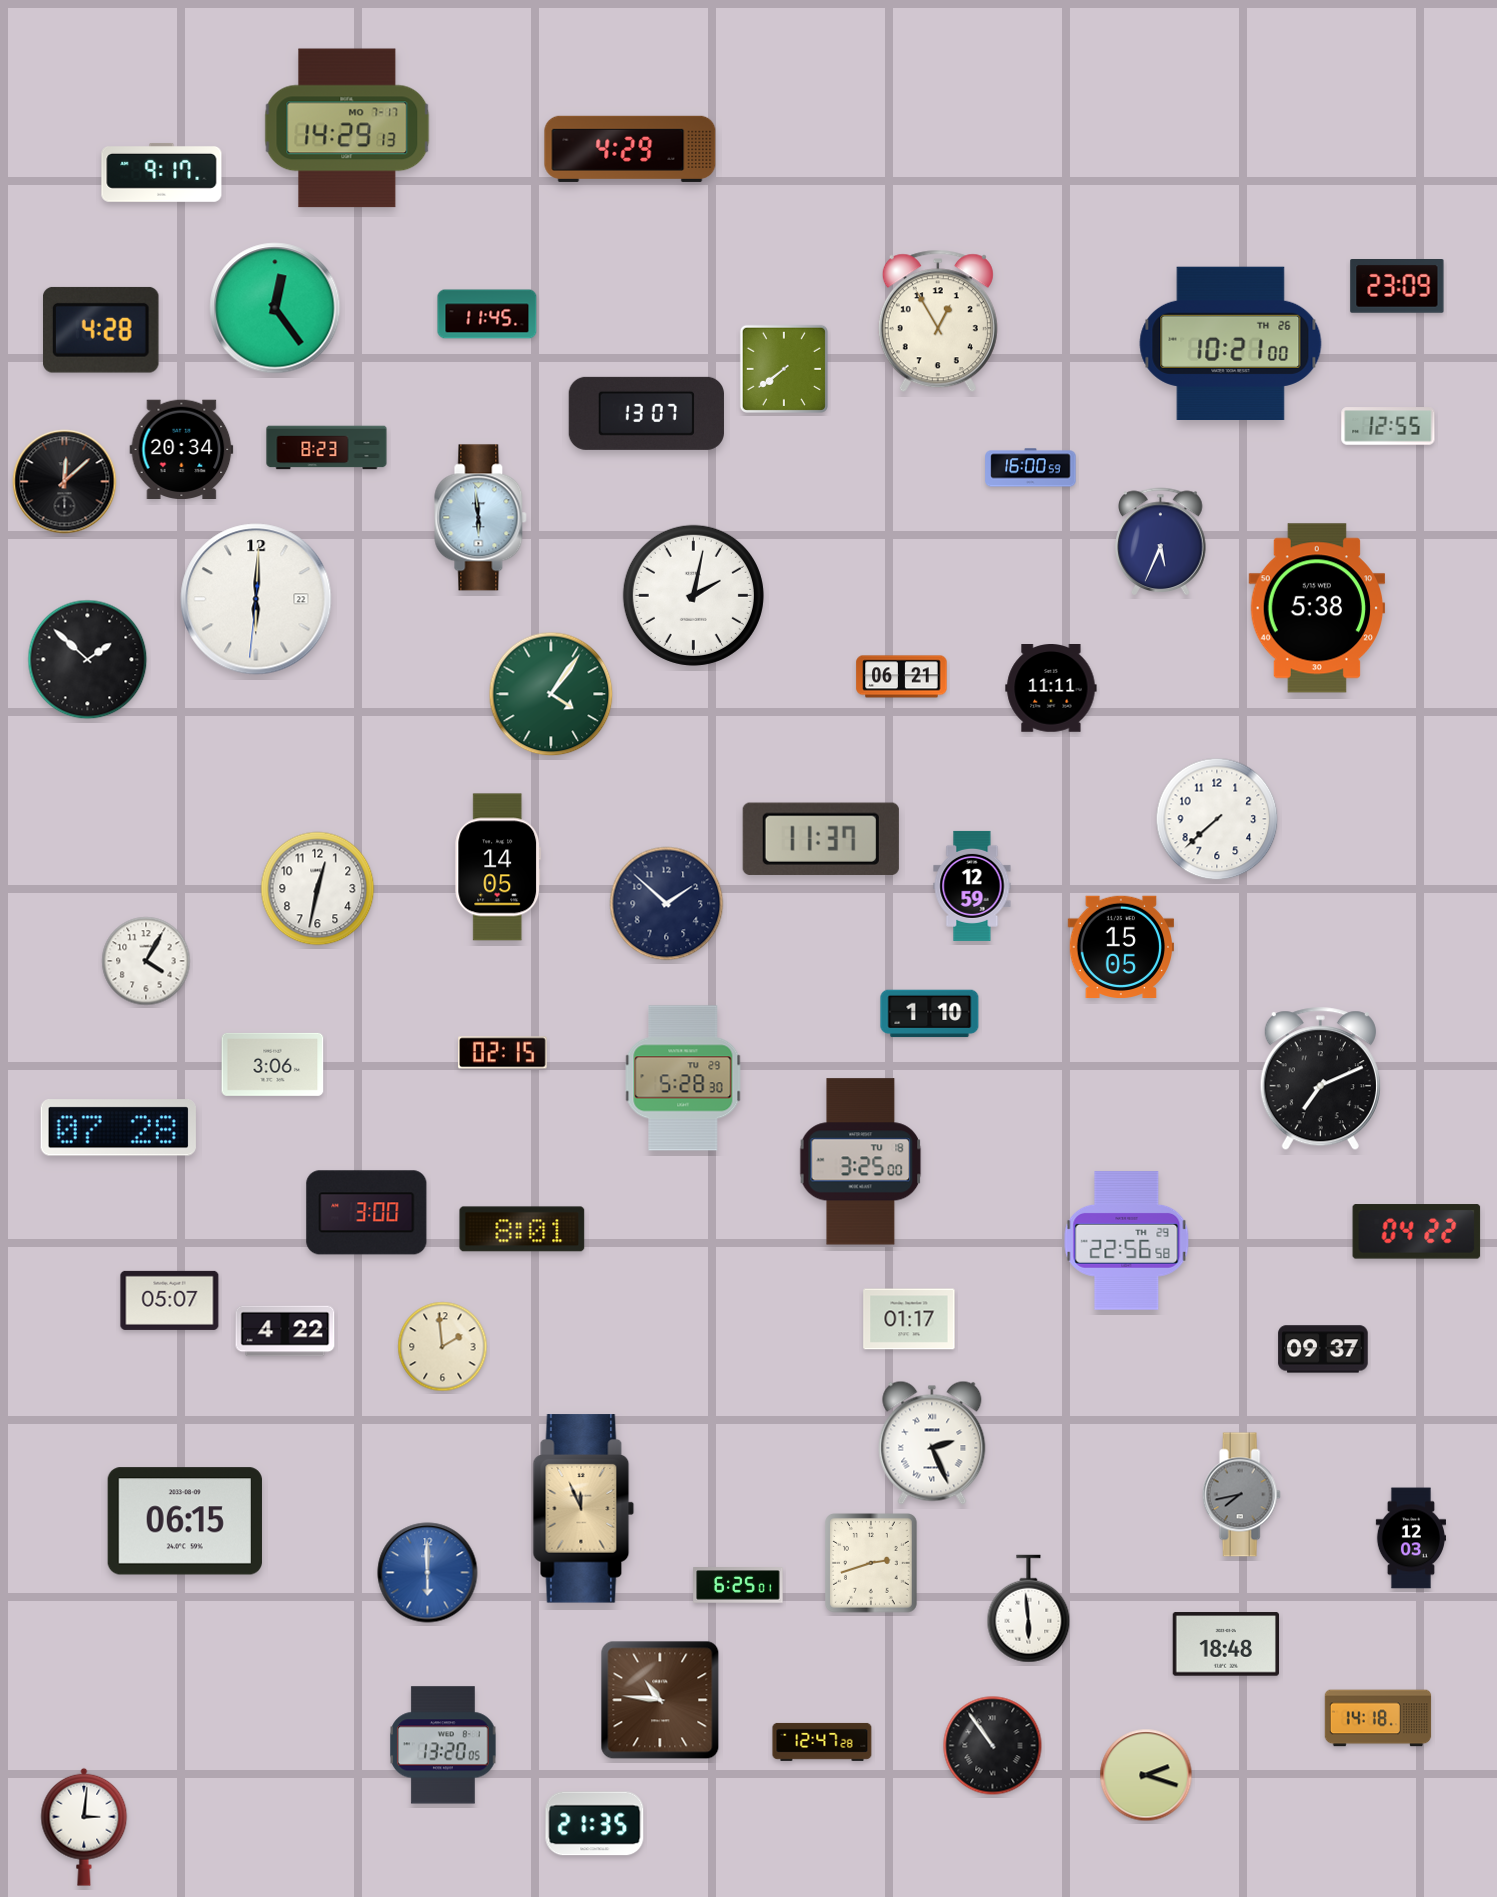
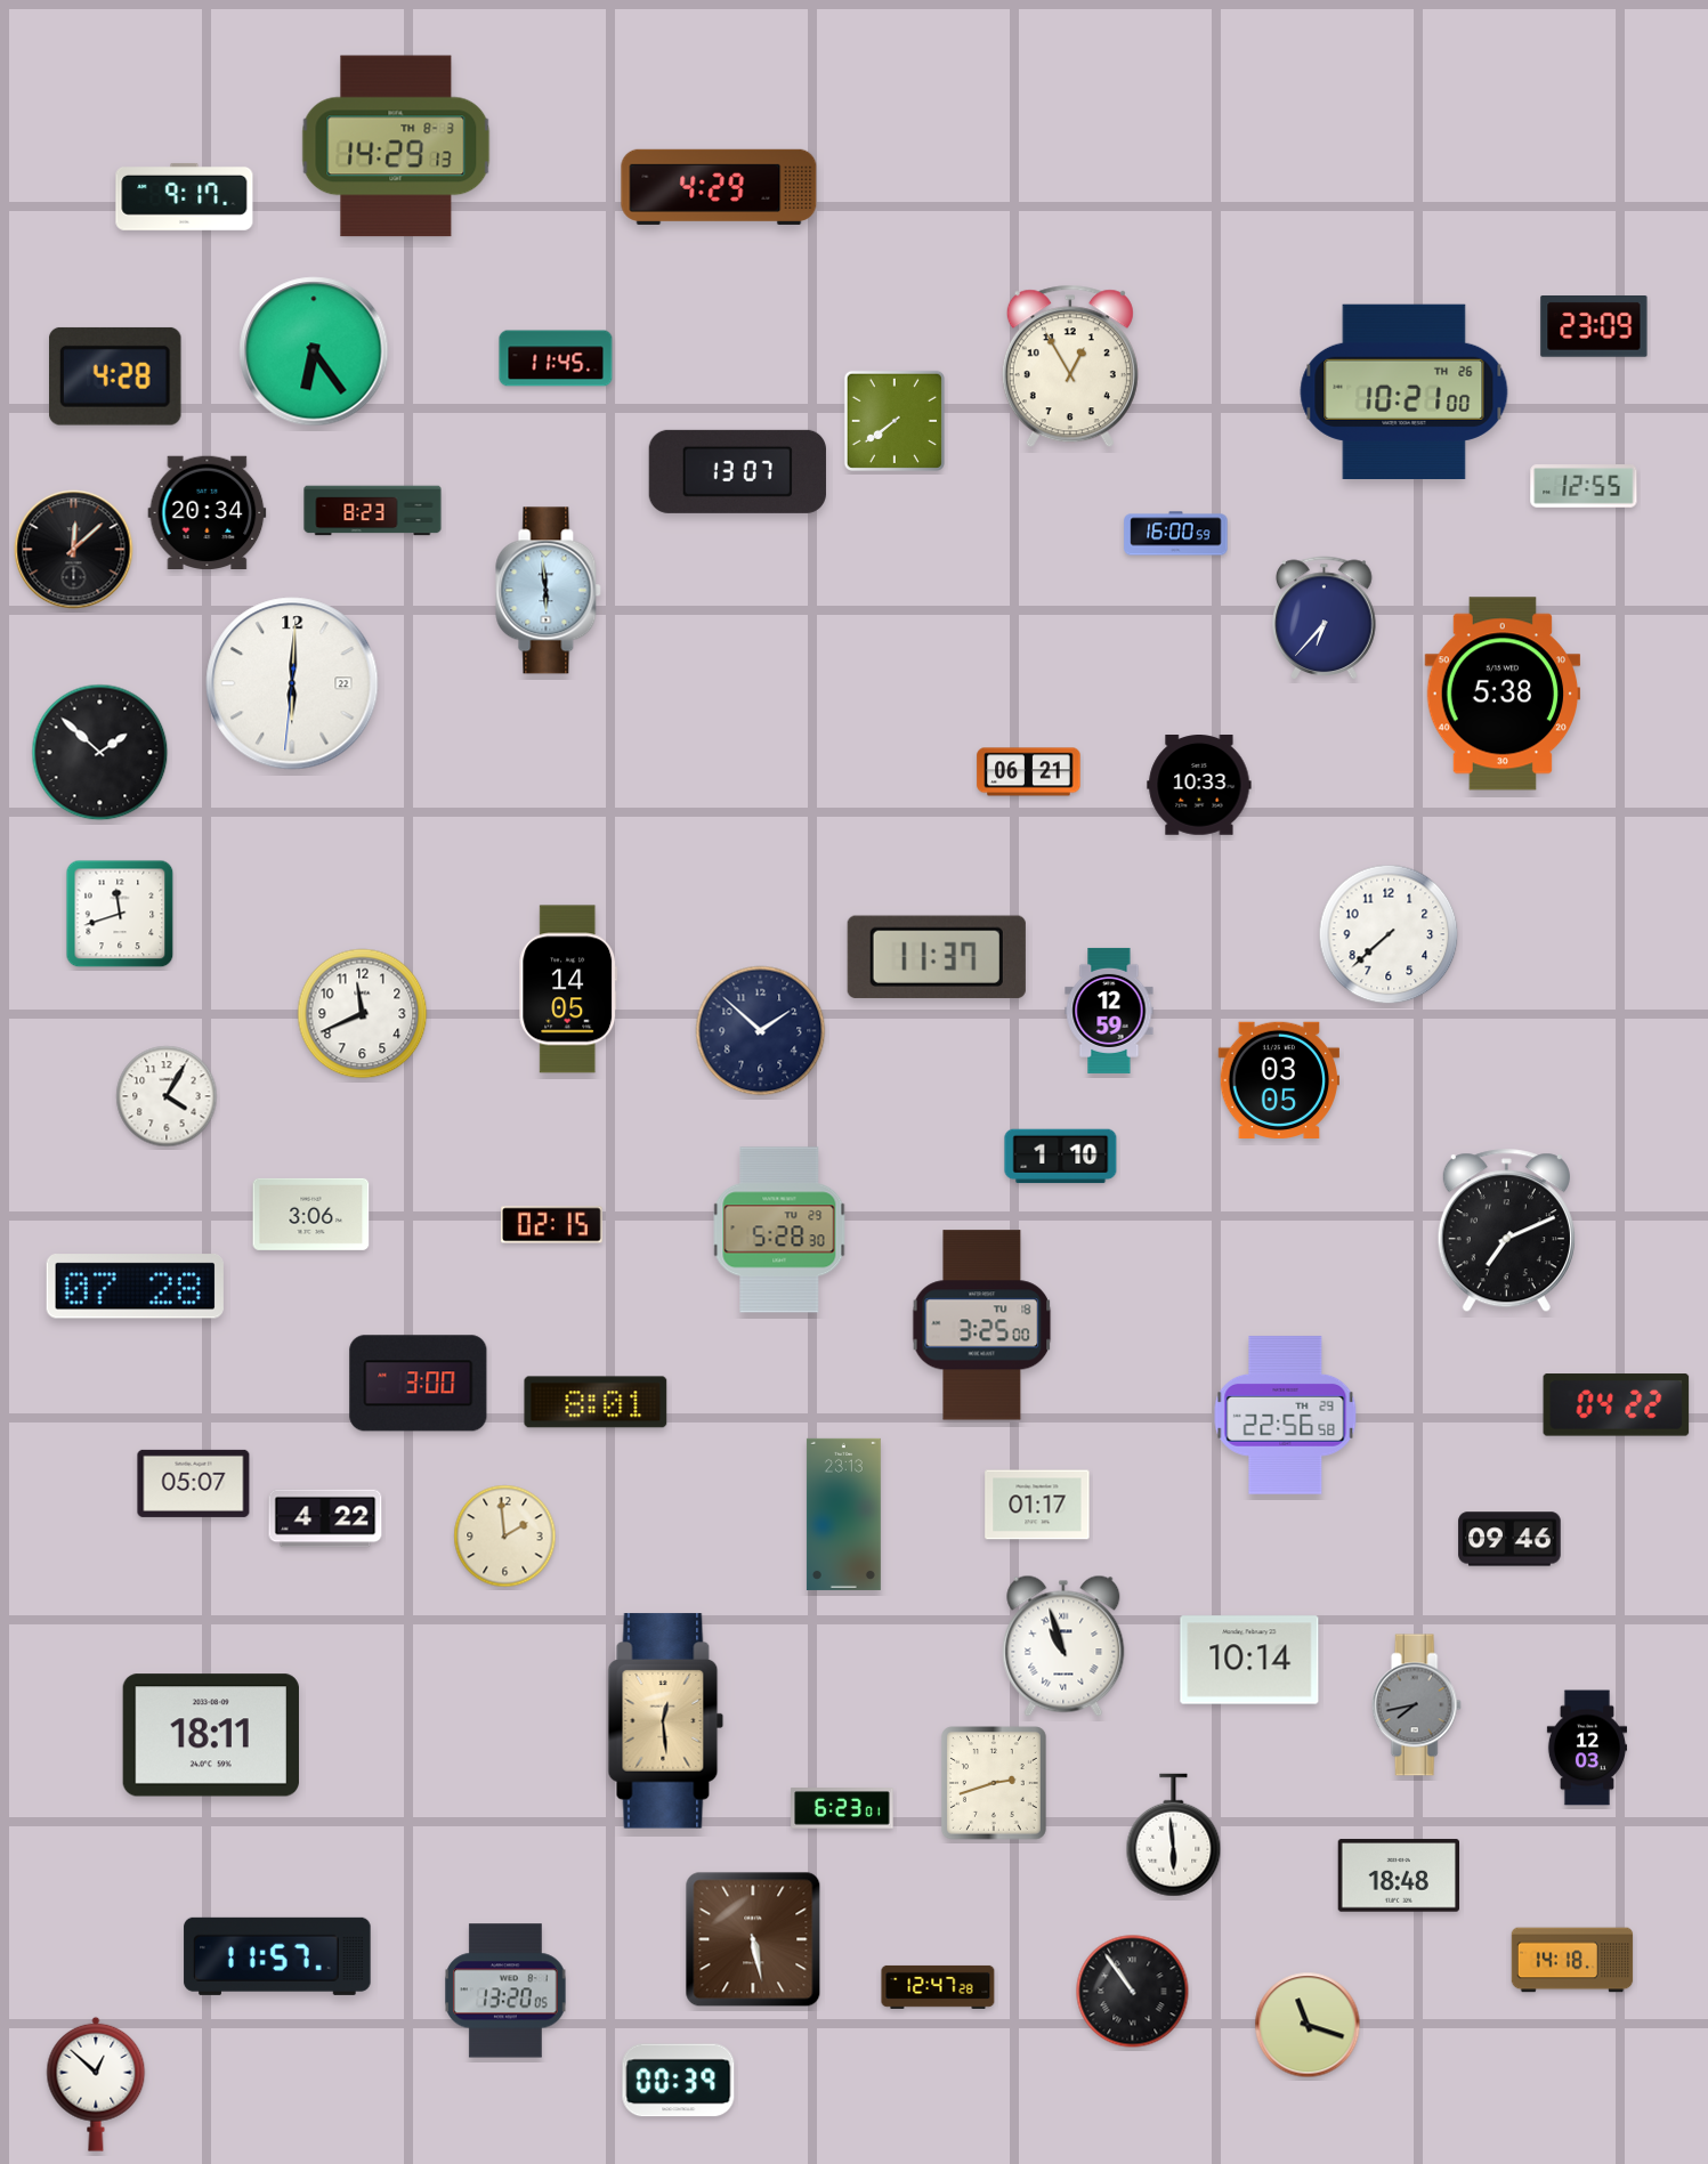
clock at (347, 128) date: MO 7-17 -> TH 8-3
clock at (630, 149) position: (630, 149) -> (719, 187)
clock at (275, 308): 12:24 -> 6:24
clock at (1161, 541): 5:34 -> 6:37
clock at (693, 595): 2:02 -> none
clock at (1051, 689): 11:11 -> 10:33
clock at (551, 694): 4:06 -> none
clock at (120, 914): none -> 11:42
clock at (318, 889): 12:32 -> 11:41
clock at (1120, 946): 15:05 -> 03:05
clock at (503, 1053) position: (503, 1053) -> (552, 1225)
clock at (843, 1514): none -> 23:13
clock at (1323, 1349): 09:37 -> 09:46
clock at (932, 1443): 2:26 -> 10:57
clock at (1249, 1660): none -> 10:14
clock at (584, 1509): 11:56 -> 12:29
clock at (185, 1521): 06:15 -> 18:11
clock at (1410, 1538) position: (1410, 1538) -> (1586, 1748)
clock at (428, 1573): 6:00 -> none
clock at (738, 1585): 6:25 -> 6:23
clock at (660, 1700): 10:46 -> 5:28
clock at (277, 1956): none -> 11:57
clock at (1146, 1775): 2:18 -> 11:18
clock at (595, 1824): 21:35 -> 00:39
clock at (84, 1827): 3:01 -> 12:52
